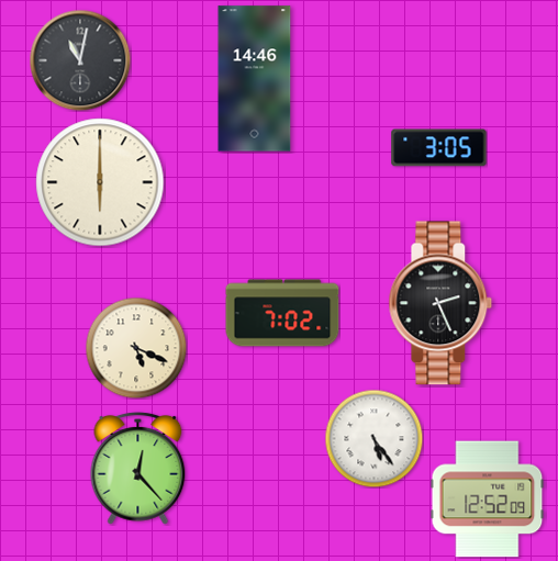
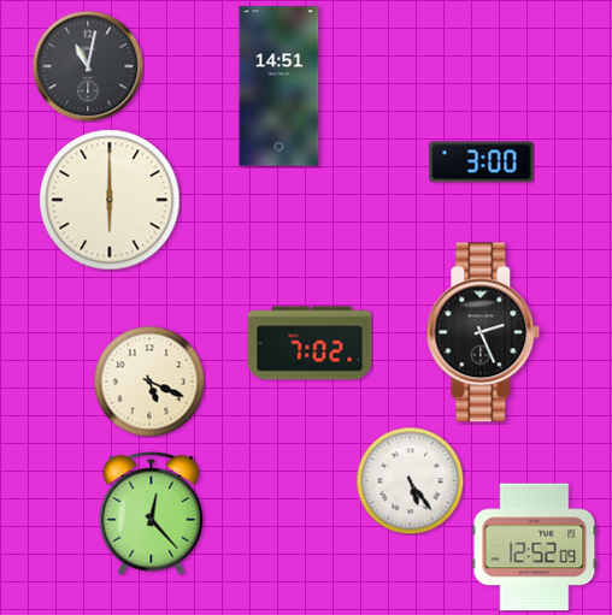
clock at (255, 79): 14:46 -> 14:51
clock at (439, 148): 3:05 -> 3:00
